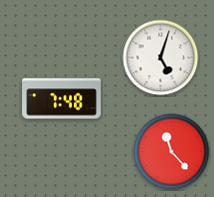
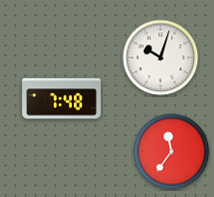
clock at (161, 58): 5:03 -> 10:03
clock at (172, 152): 11:23 -> 11:36
